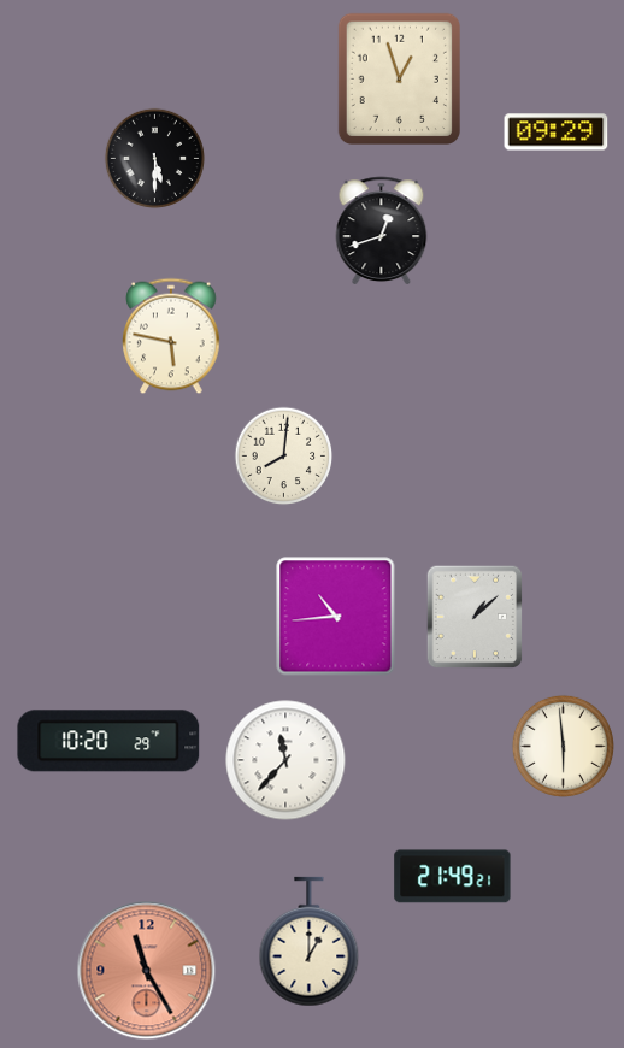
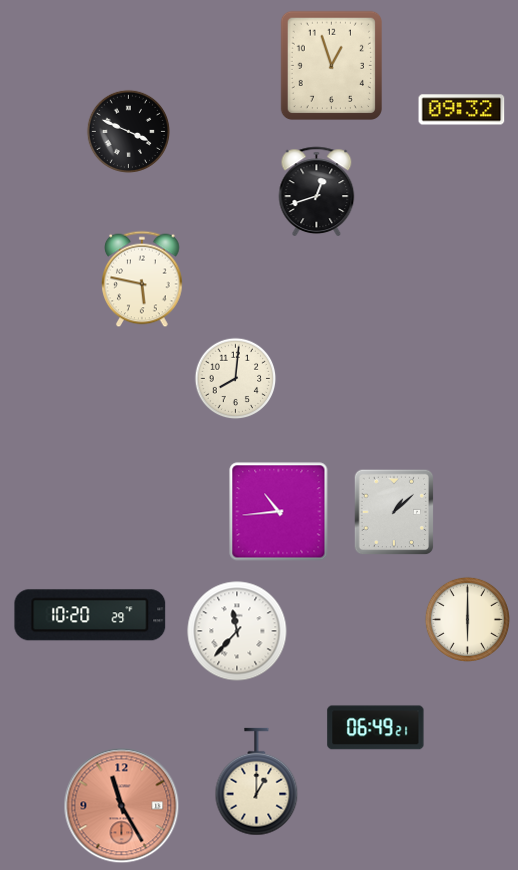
clock at (557, 133): 09:29 -> 09:32
clock at (154, 158): 5:30 -> 3:49
clock at (563, 746): 5:59 -> 6:00
clock at (453, 877): 21:49 -> 06:49
